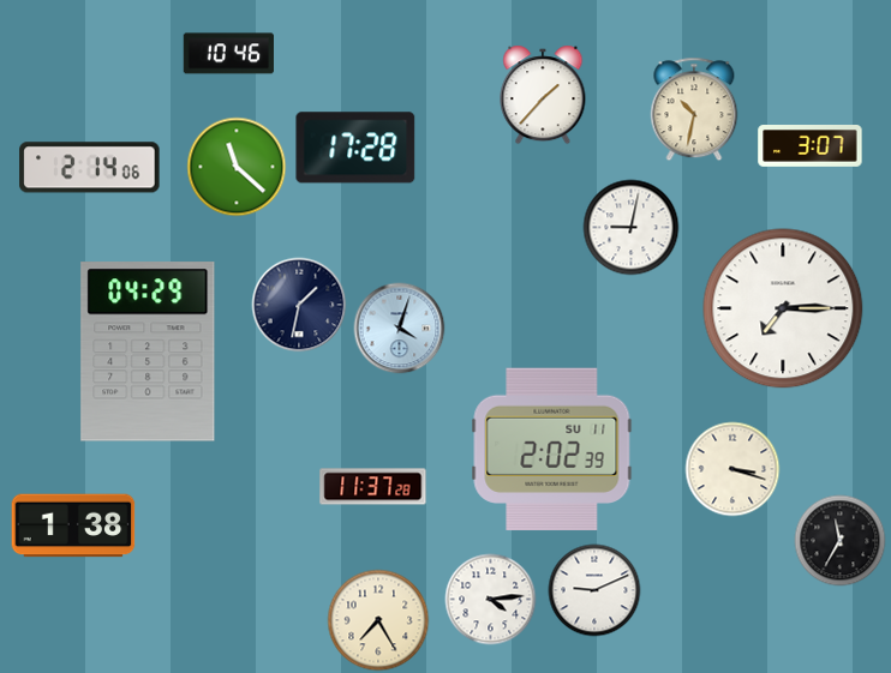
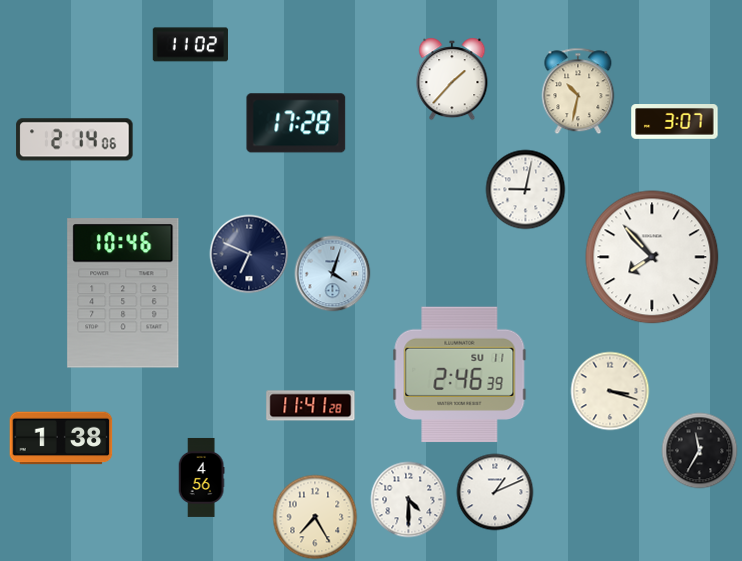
clock at (228, 54): 10:46 -> 11:02
clock at (237, 167): 11:22 -> none
clock at (299, 305): 1:32 -> 6:49
clock at (783, 308): 7:15 -> 7:53
clock at (148, 351): 04:29 -> 10:46
clock at (552, 450): 2:02 -> 2:46
clock at (373, 487): 11:37 -> 11:41
clock at (201, 477): none -> 4:56
clock at (594, 590): 9:11 -> 1:11
clock at (491, 600): 4:14 -> 4:30
